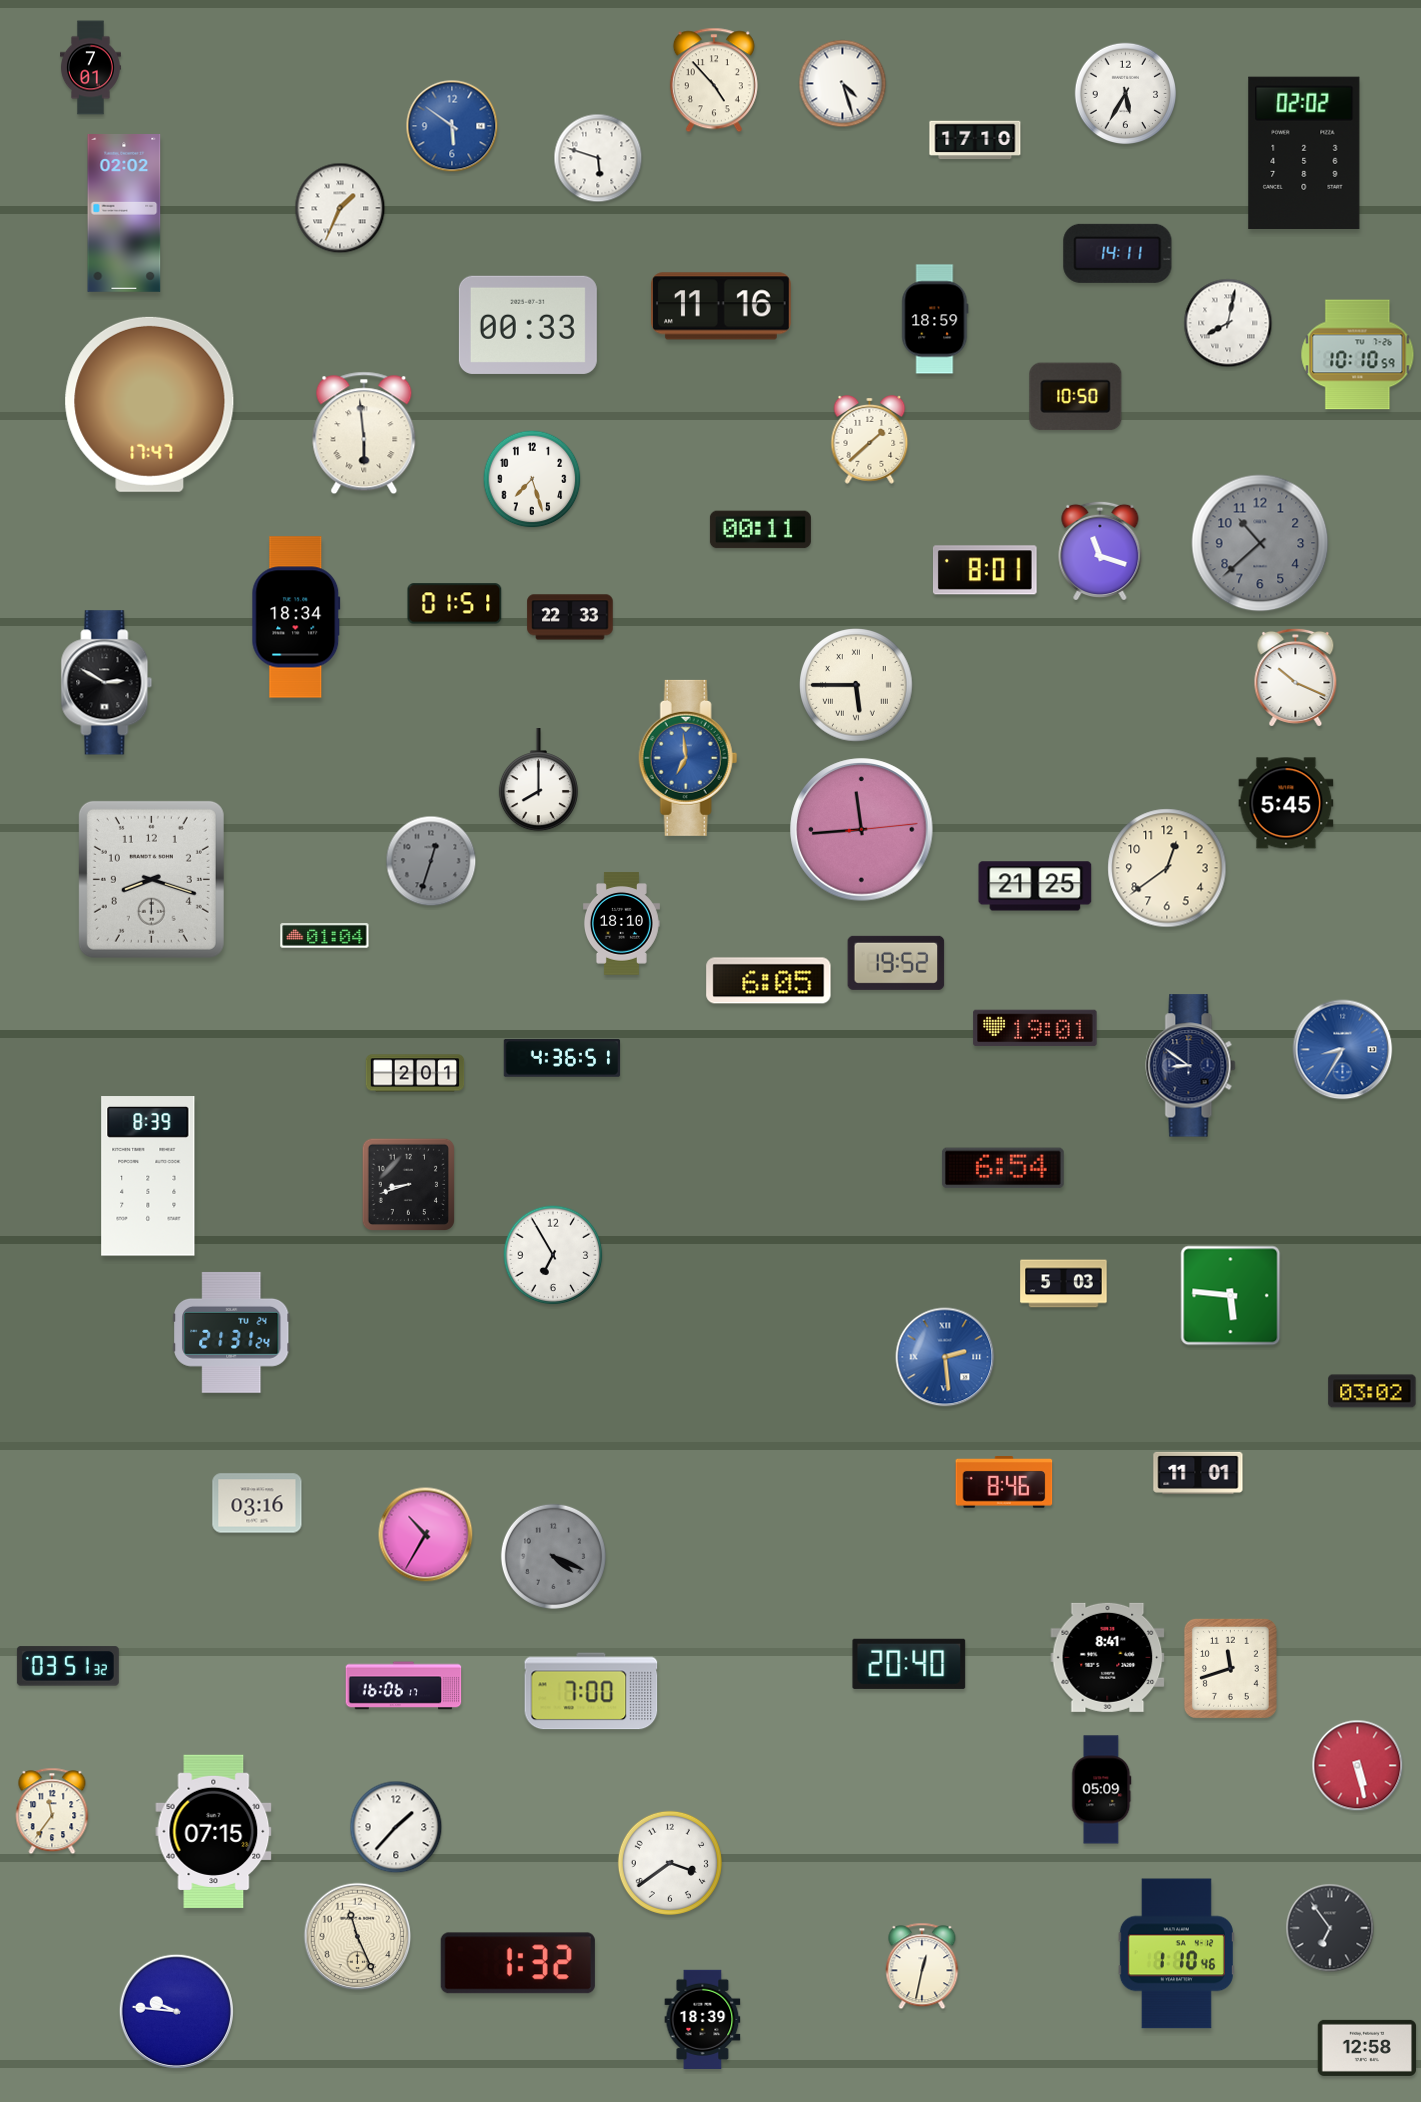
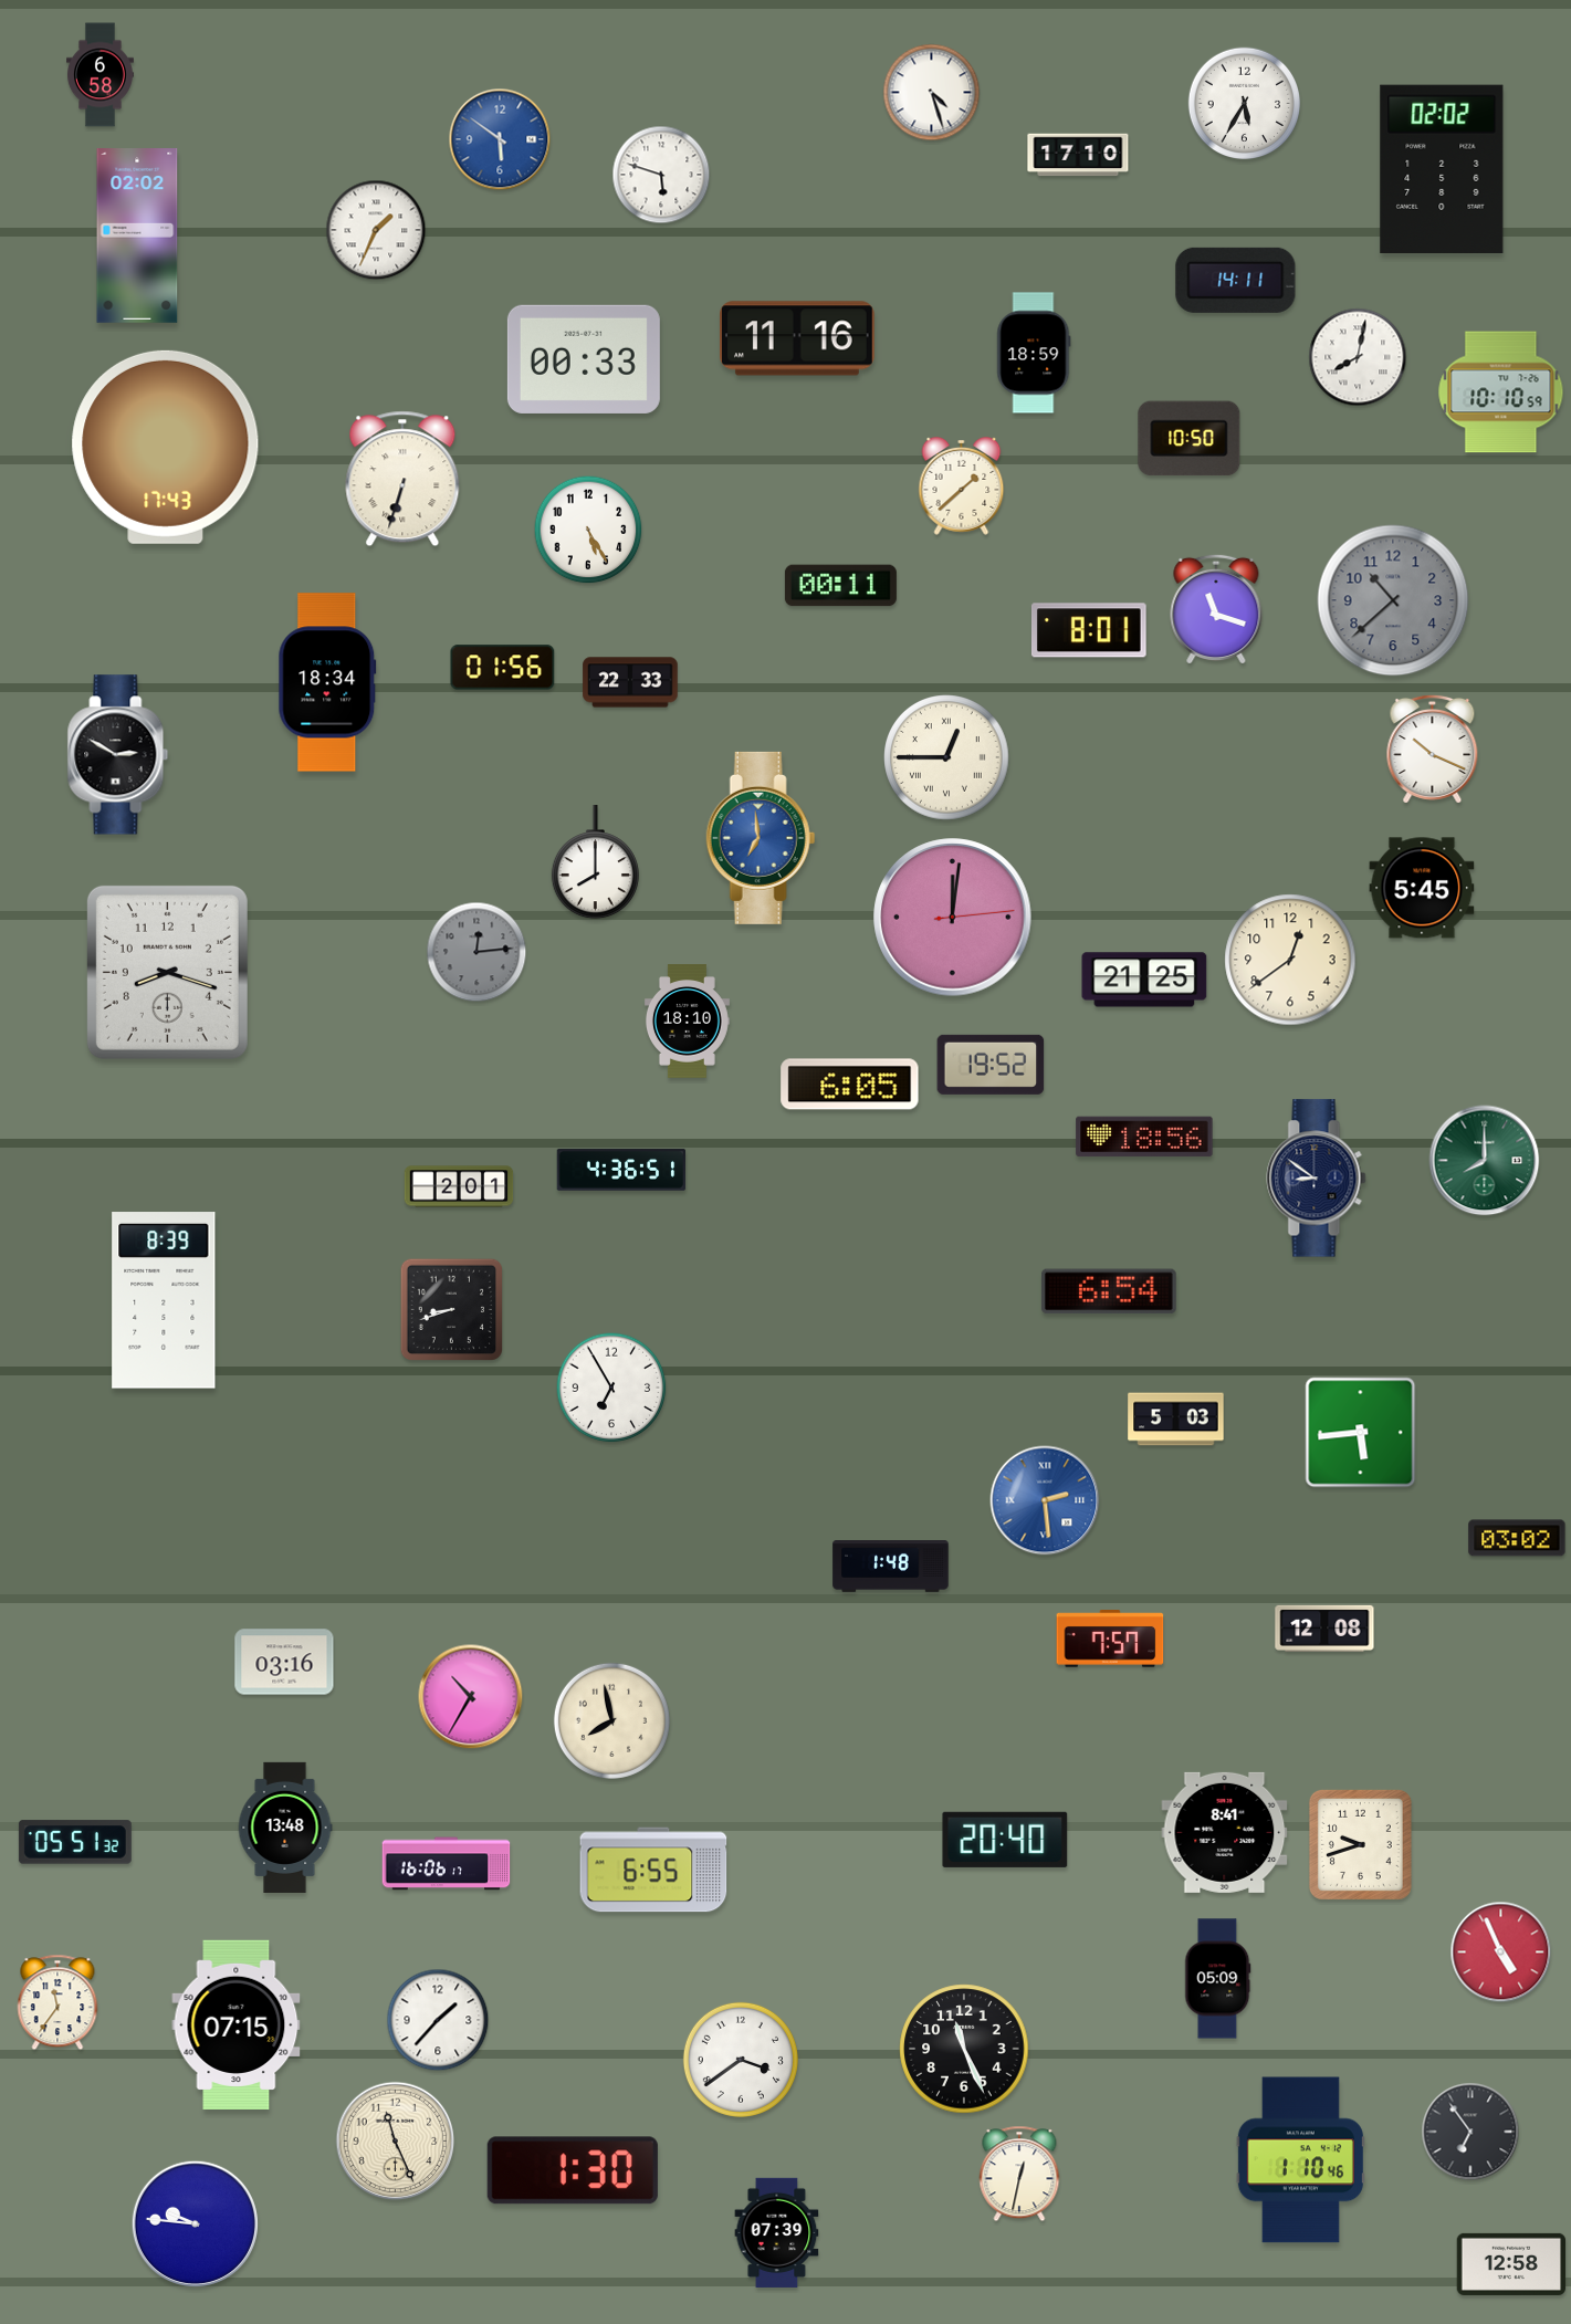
clock at (91, 68): 7:01 -> 6:58
clock at (714, 80): 4:53 -> none
clock at (150, 404): 17:47 -> 17:43
clock at (364, 433): 5:59 -> 6:33
clock at (532, 479): 7:27 -> 5:25
clock at (455, 604): 01:51 -> 01:56
clock at (856, 685): 5:45 -> 12:45
clock at (862, 830): 11:44 -> 12:01
clock at (431, 861): 12:33 -> 12:14
clock at (325, 936): 01:04 -> none
clock at (1035, 1028): 19:01 -> 18:56
clock at (1343, 1050): 8:35 -> 8:00
clock at (1343, 1050) dial: blue -> green
clock at (1231, 1296): 5:46 -> 5:44
clock at (232, 1332): 21:31 -> none
clock at (891, 1567): none -> 1:48
clock at (1198, 1473): 11:01 -> 12:08
clock at (1004, 1483): 8:46 -> 7:57
clock at (553, 1556): 4:19 -> 7:58
clock at (553, 1556) dial: grey -> cream
clock at (285, 1828): none -> 13:48
clock at (68, 1666): 03:51 -> 05:51
clock at (1230, 1668): 11:42 -> 9:42
clock at (591, 1691): 7:00 -> 6:55
clock at (1358, 1766): 5:28 -> 4:56
clock at (964, 2049): none -> 11:26
clock at (518, 1963): 1:32 -> 1:30
clock at (703, 2019): 18:39 -> 07:39
